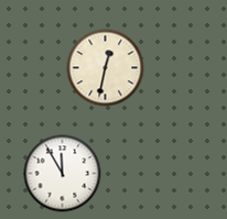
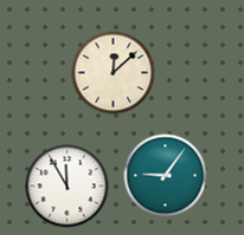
clock at (106, 68): 12:32 -> 12:08
clock at (166, 176): none -> 9:06
